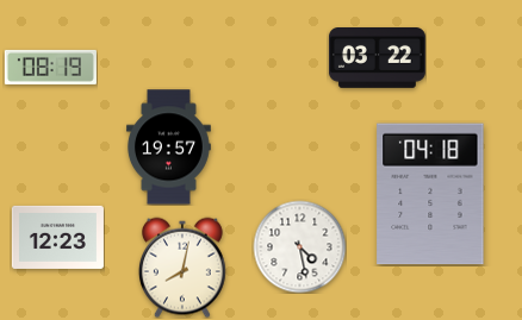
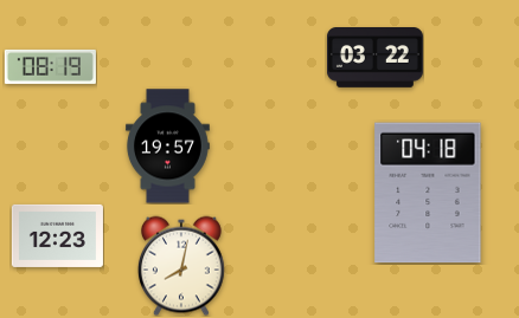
clock at (299, 246): 4:28 -> none
